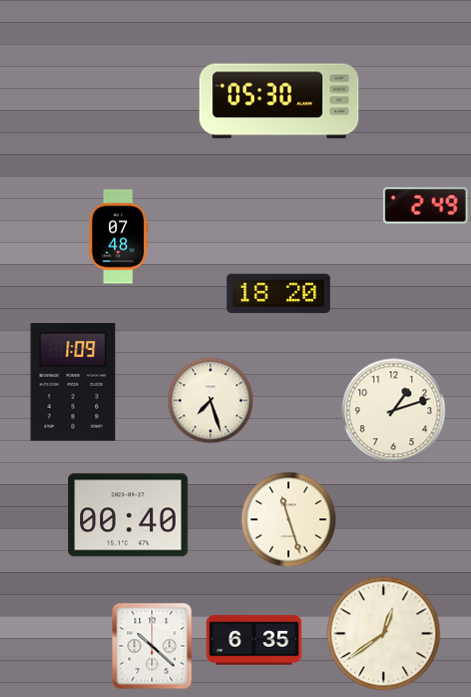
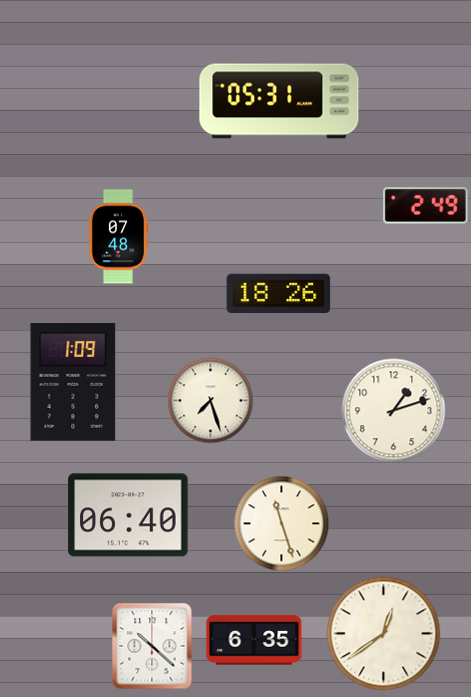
clock at (279, 101): 05:30 -> 05:31
clock at (279, 294): 18:20 -> 18:26
clock at (128, 515): 00:40 -> 06:40
clock at (289, 520) position: (289, 520) -> (282, 524)
